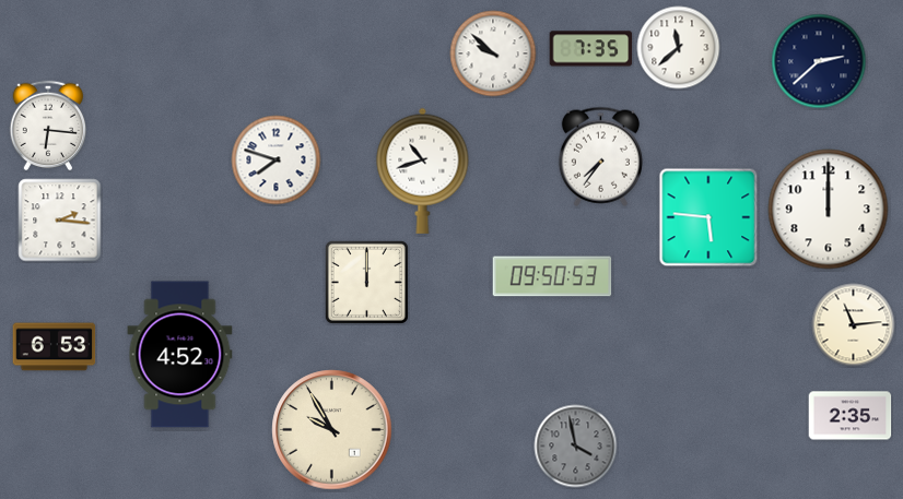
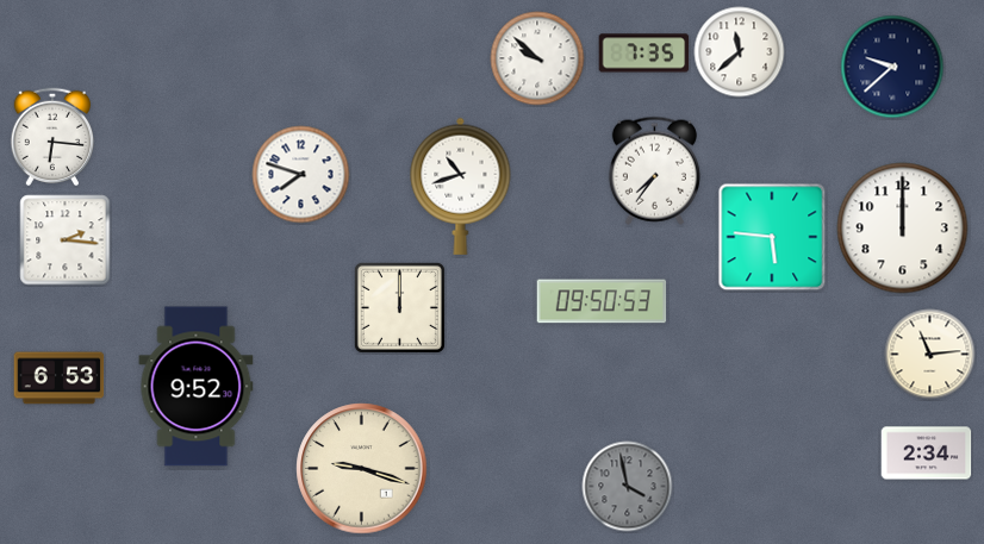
clock at (819, 61): 2:38 -> 9:38
clock at (180, 355): 4:52 -> 9:52
clock at (851, 416): 2:35 -> 2:34
clock at (332, 430): 9:55 -> 9:18
